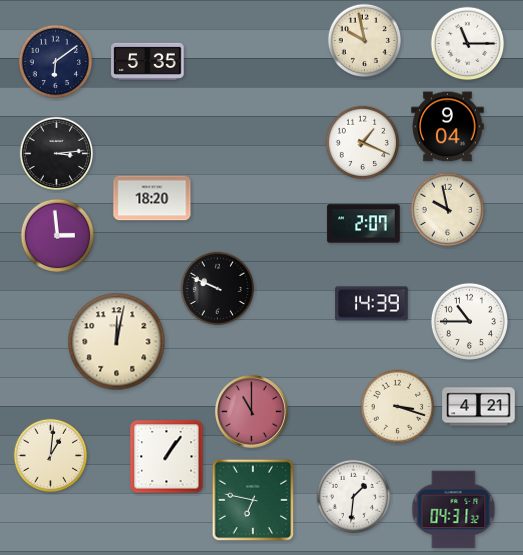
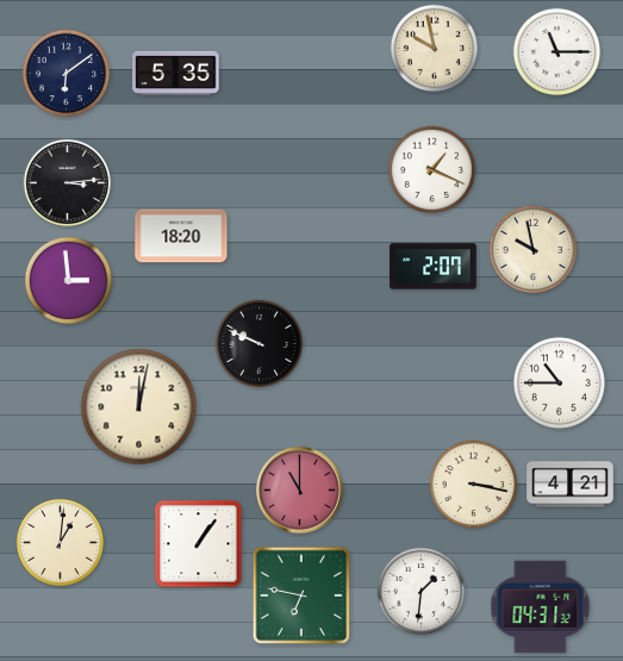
clock at (448, 127): 9:04 -> none
clock at (372, 304): 14:39 -> none
clock at (398, 407): 3:18 -> 3:17
